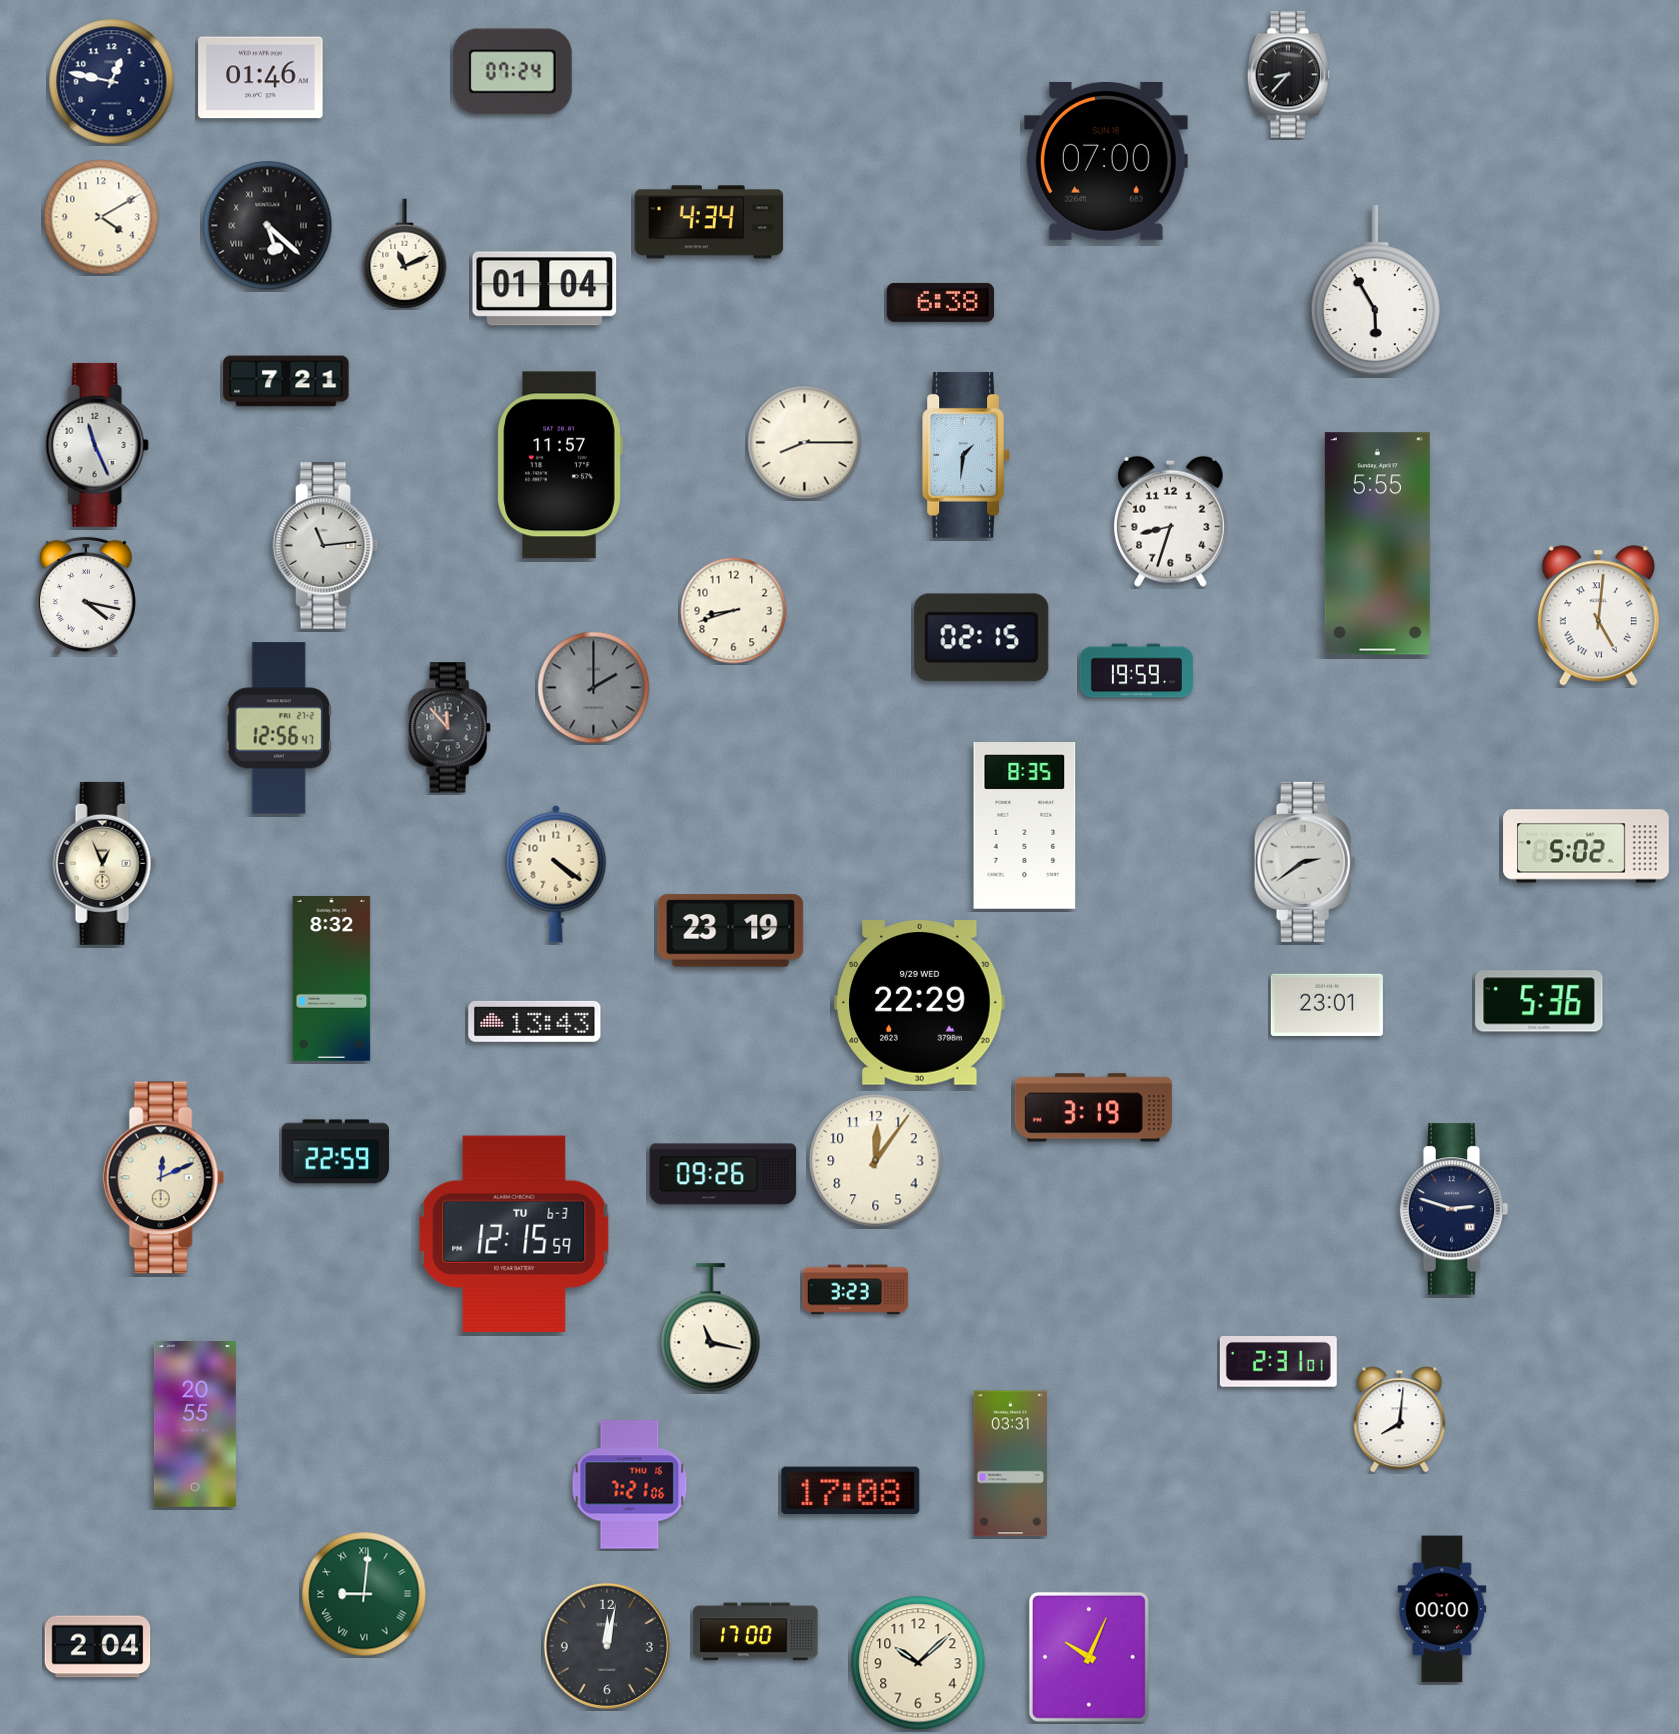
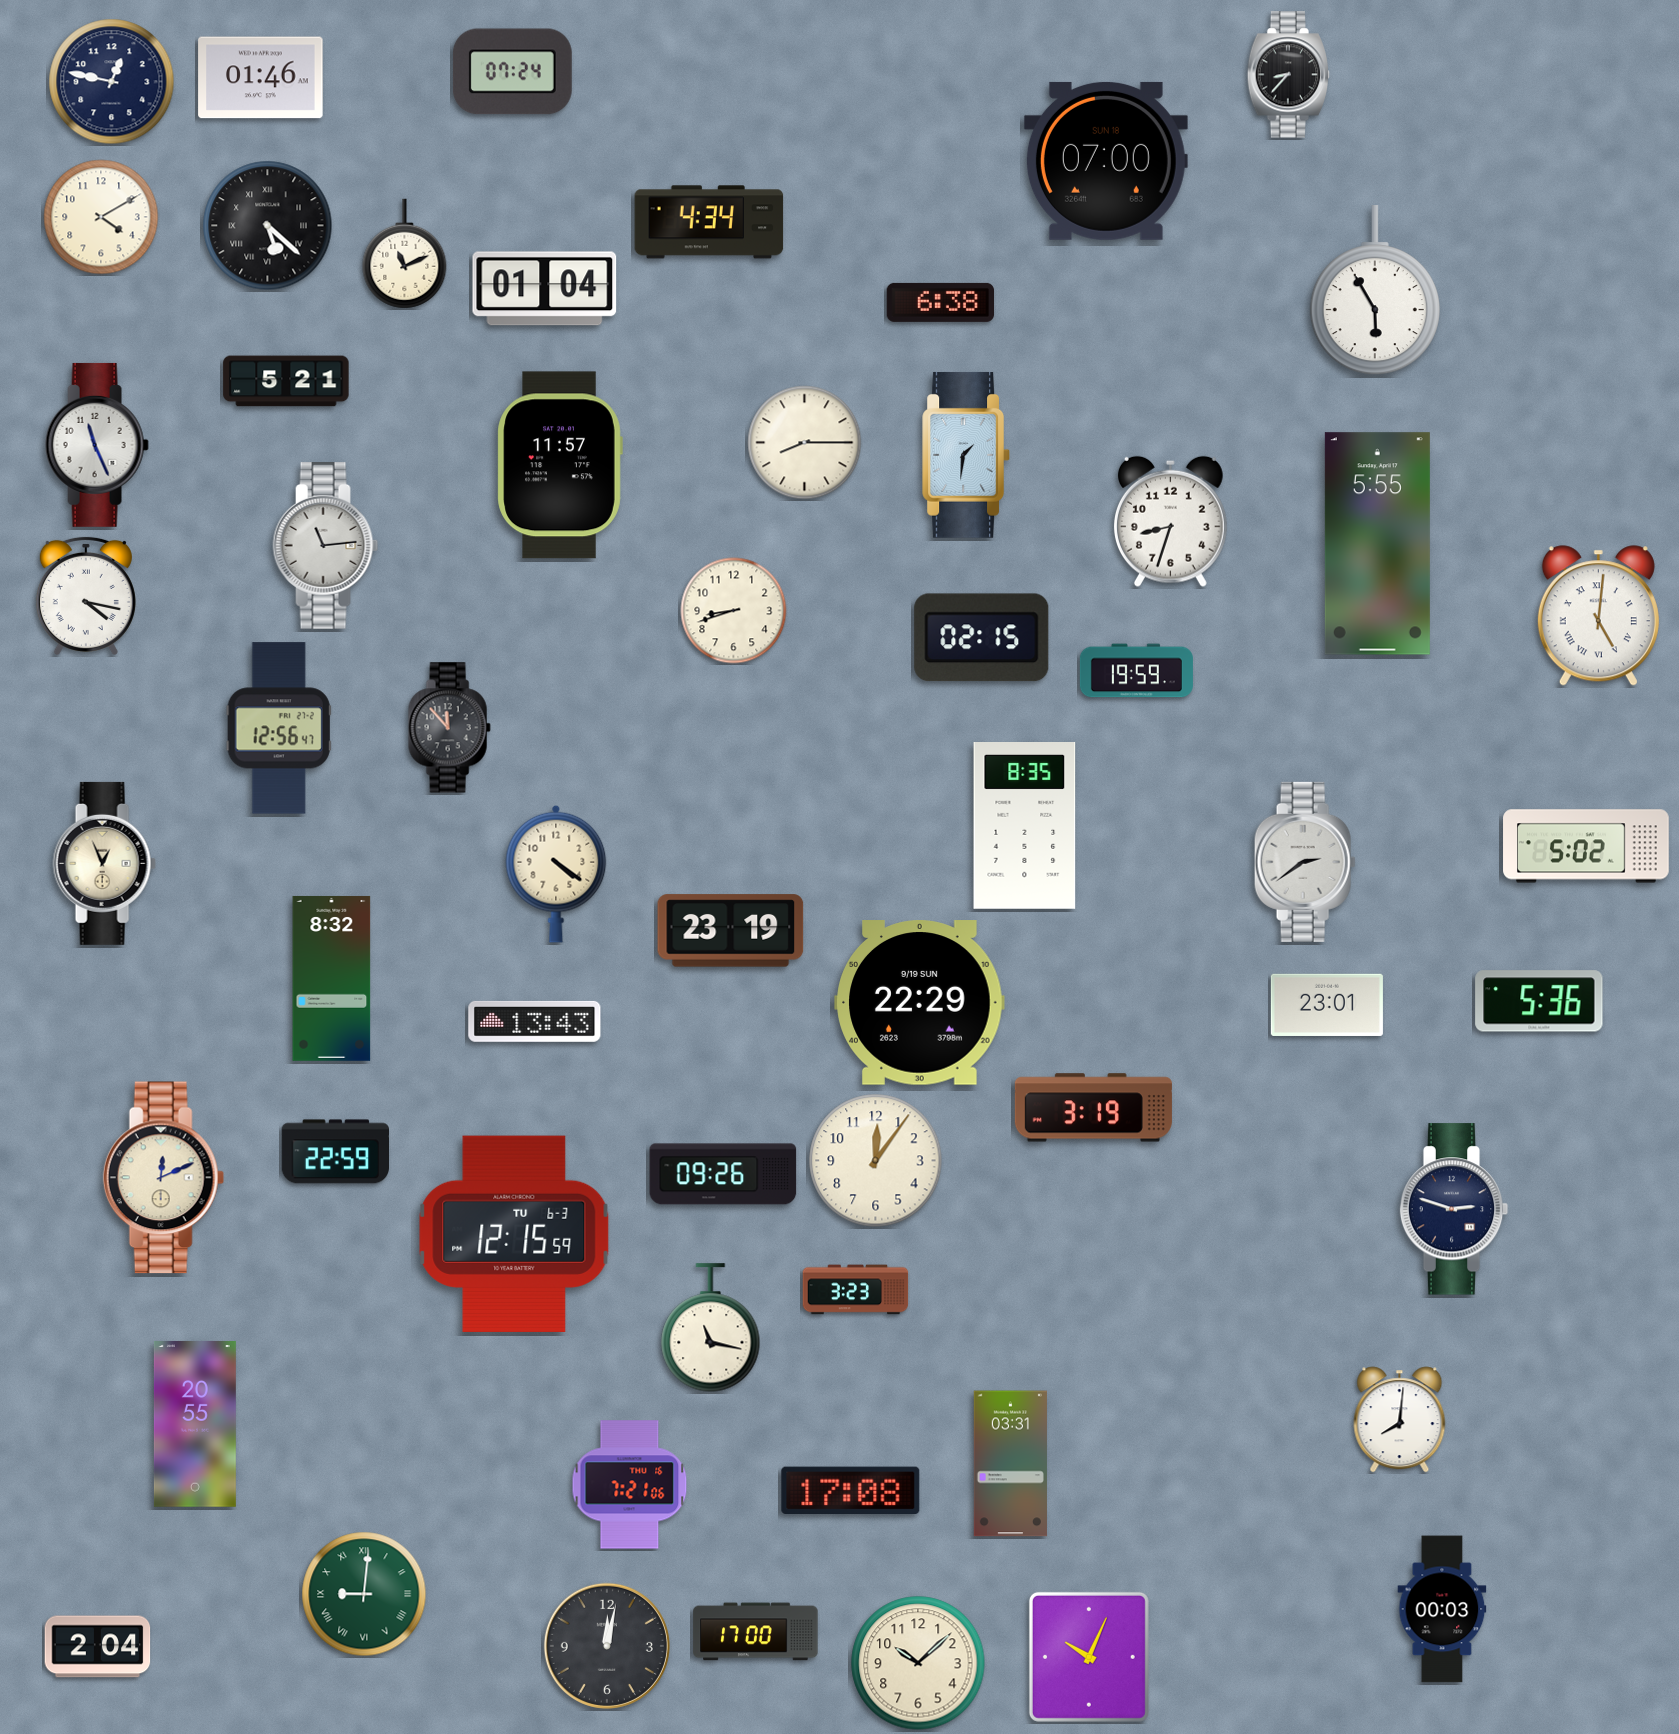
clock at (286, 381): 7:21 -> 5:21
clock at (594, 688): 2:00 -> none
clock at (920, 1003) date: 9/29 WED -> 9/19 SUN
clock at (1278, 1362): 2:31 -> none
clock at (1442, 1609): 00:00 -> 00:03
